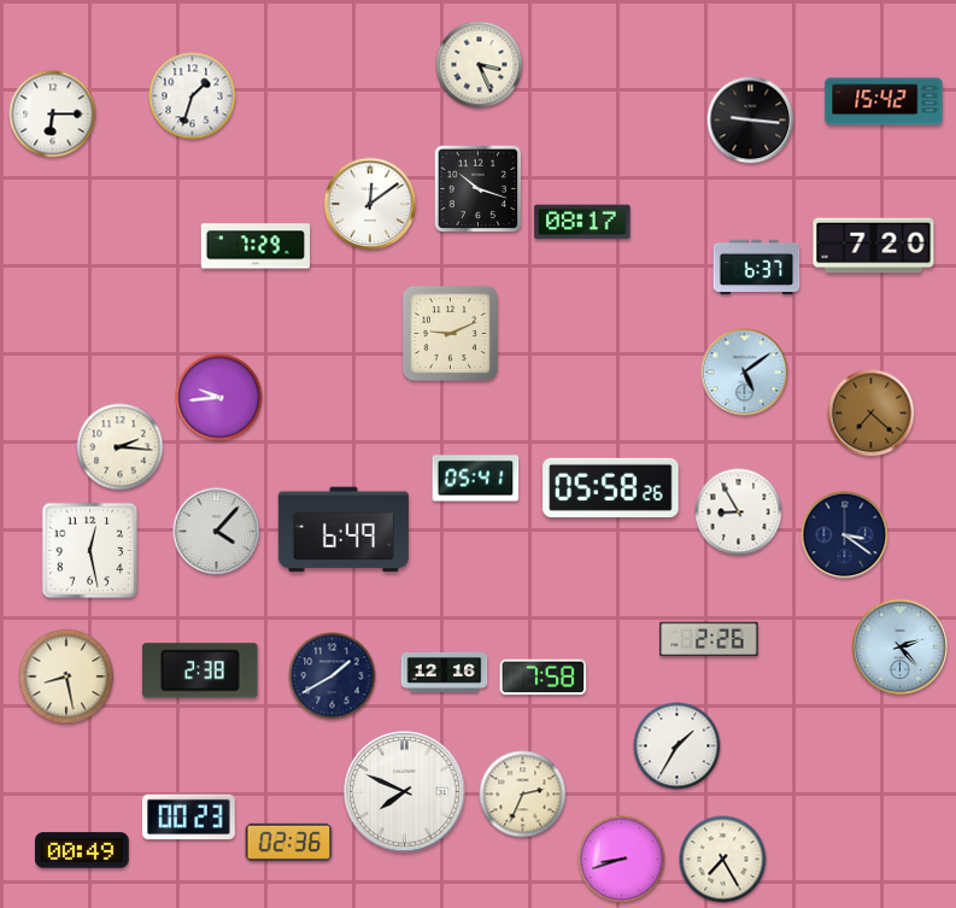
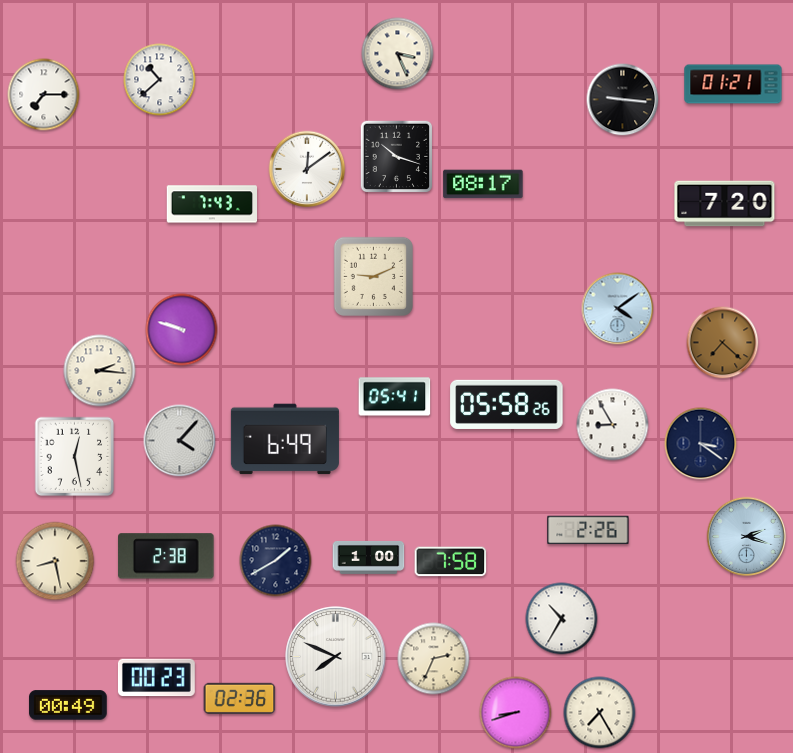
clock at (193, 96): 1:33 -> 10:38
clock at (884, 101): 15:42 -> 01:21
clock at (53, 115): 6:15 -> 7:15
clock at (256, 246): 7:29 -> 7:43
clock at (757, 268): 6:37 -> none
clock at (745, 373): 5:09 -> 4:09
clock at (219, 398): 9:44 -> 9:48
clock at (901, 648): 2:23 -> 2:18
clock at (445, 672): 12:16 -> 1:00
clock at (678, 746): 1:35 -> 10:35
